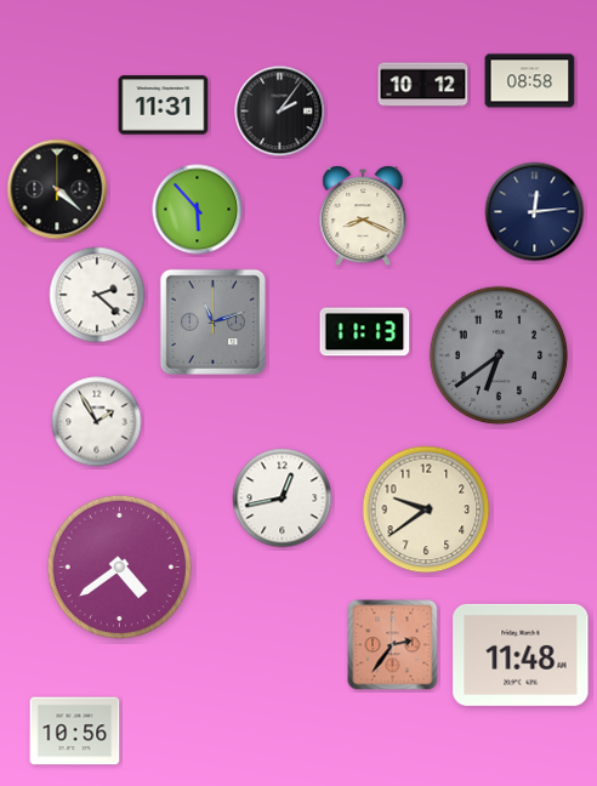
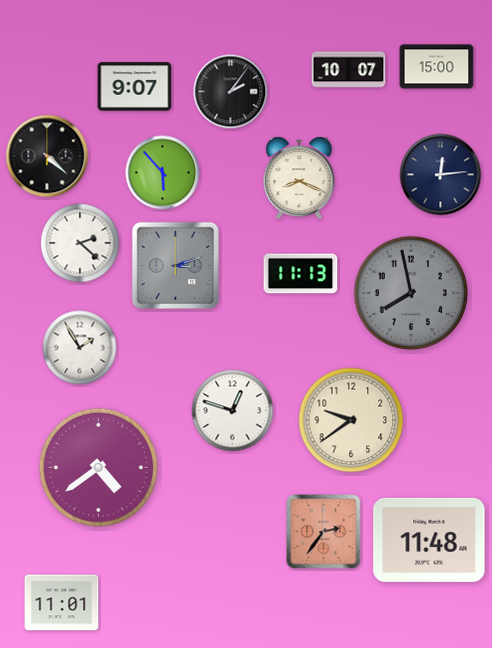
clock at (530, 81): 08:58 -> 15:00
clock at (423, 85): 10:12 -> 10:07
clock at (164, 106): 11:31 -> 9:07
clock at (212, 321): 11:12 -> 3:12
clock at (499, 355): 6:39 -> 7:58
clock at (283, 499): 12:43 -> 12:48
clock at (75, 731): 10:56 -> 11:01
